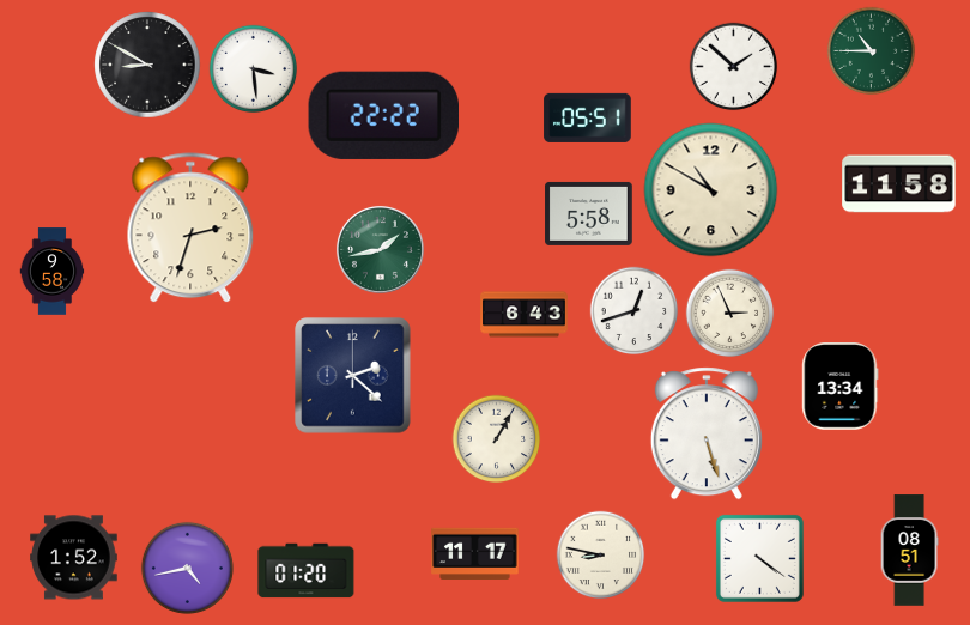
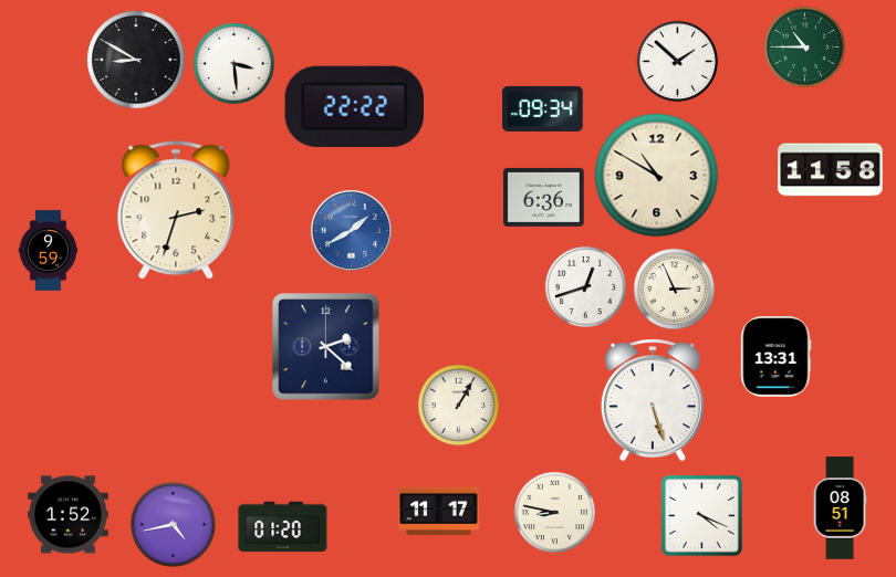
clock at (588, 117): 05:51 -> 09:34
clock at (589, 213): 5:58 -> 6:36
clock at (380, 249): 1:43 -> 1:40
clock at (380, 249) dial: green -> blue
clock at (53, 272): 9:58 -> 9:59
clock at (525, 315): 6:43 -> none
clock at (841, 387): 13:34 -> 13:31
clock at (759, 558): 4:21 -> 4:19
